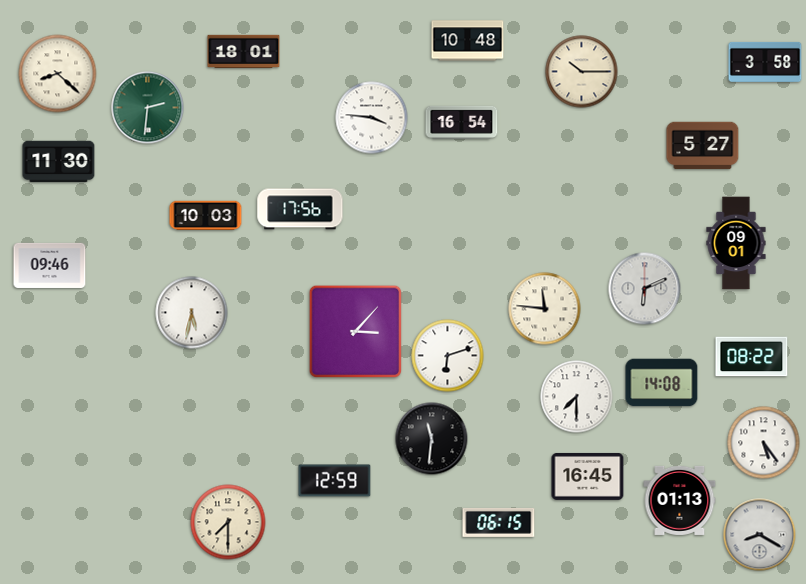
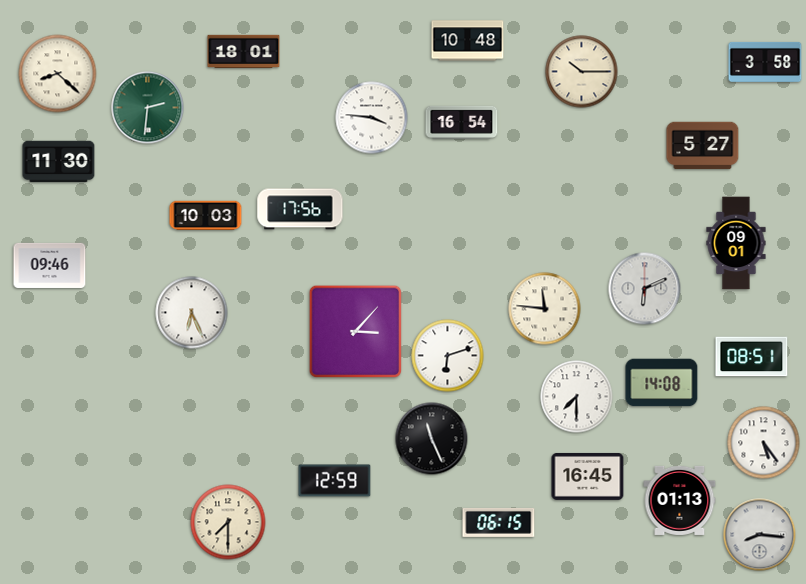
clock at (192, 313): 5:32 -> 6:26
clock at (752, 357): 08:22 -> 08:51
clock at (432, 439): 11:31 -> 11:26
clock at (760, 535): 8:20 -> 8:16
